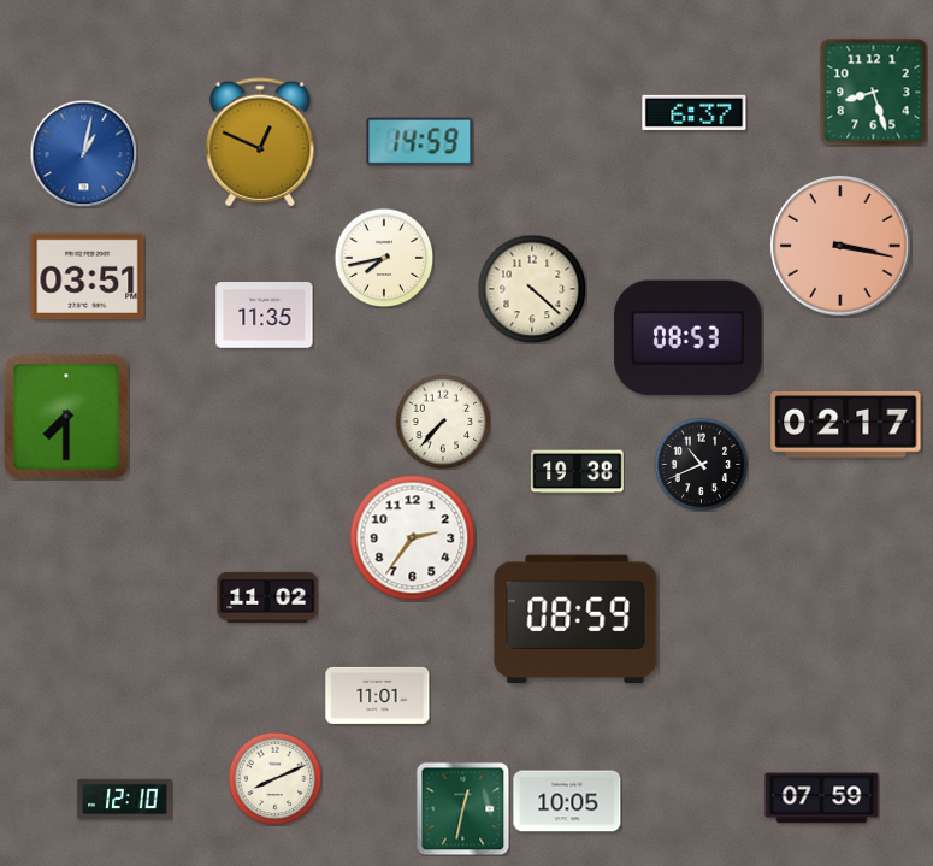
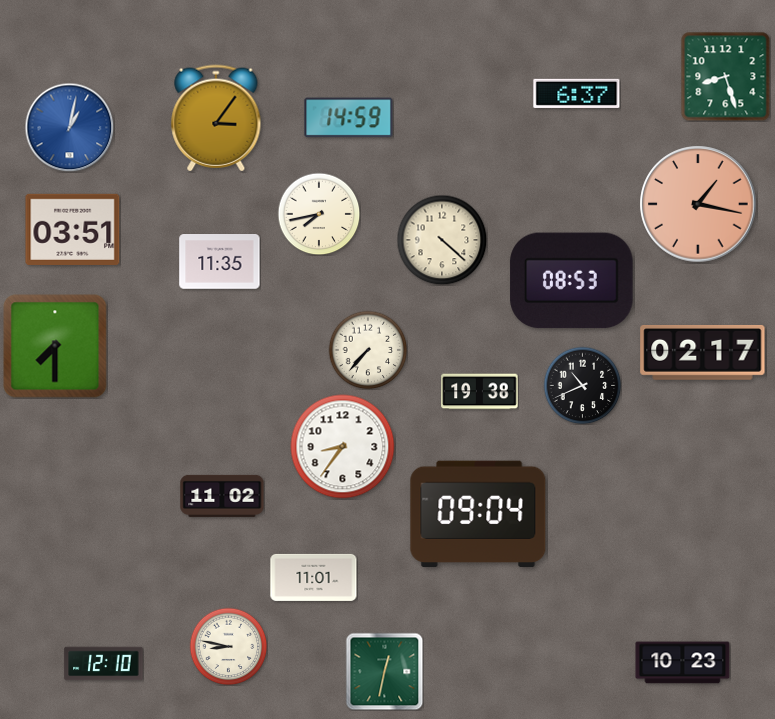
clock at (260, 142): 12:49 -> 3:06
clock at (840, 246): 3:17 -> 1:17
clock at (413, 538): 2:36 -> 8:36
clock at (575, 619): 08:59 -> 09:04
clock at (274, 778): 8:11 -> 8:47
clock at (822, 799): 07:59 -> 10:23
clock at (567, 801): 10:05 -> none
